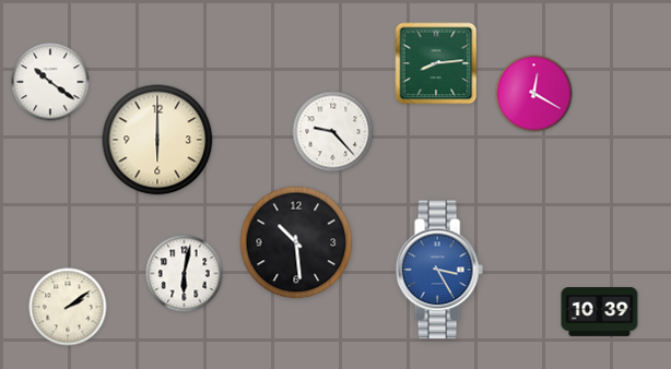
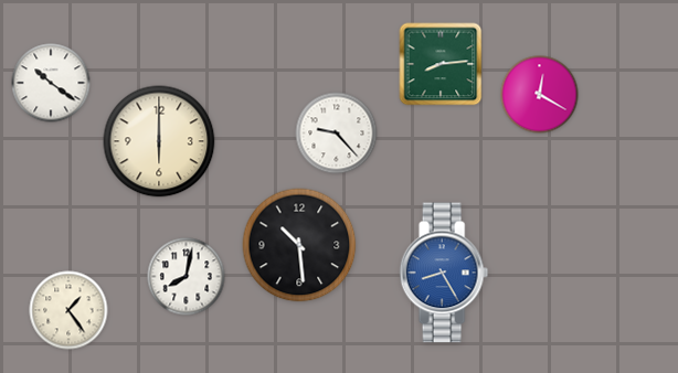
clock at (439, 270): 3:25 -> 8:25
clock at (185, 274): 6:02 -> 8:02
clock at (68, 307): 2:09 -> 1:24
clock at (600, 312): 10:39 -> none
